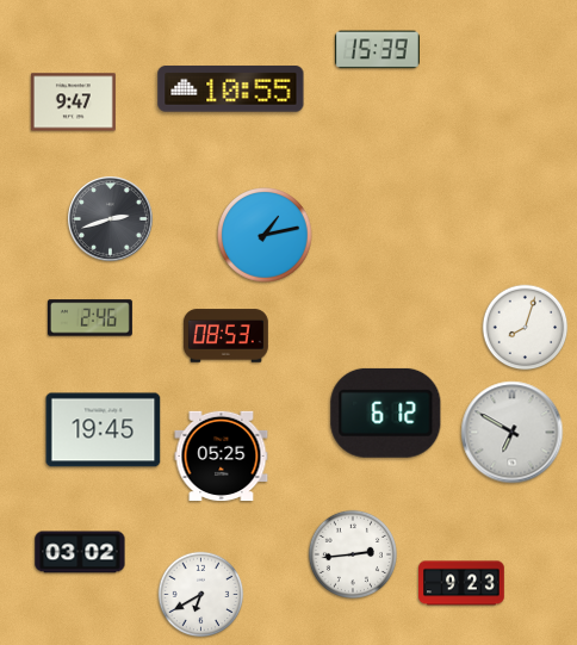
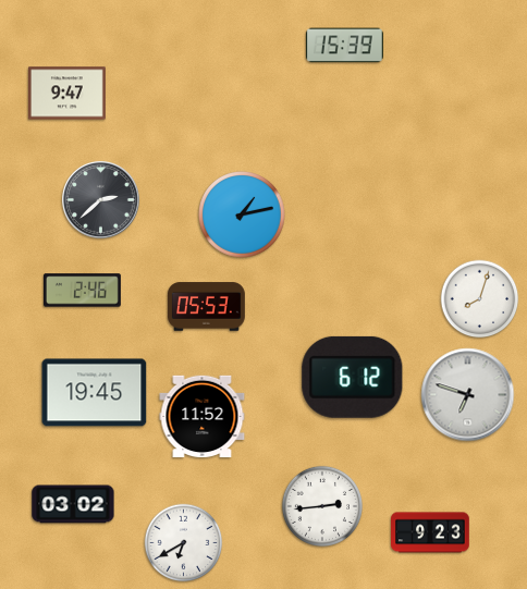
clock at (231, 89): 10:55 -> none
clock at (110, 218): 2:42 -> 2:38
clock at (225, 336): 08:53 -> 05:53
clock at (513, 433): 6:50 -> 6:48
clock at (222, 457): 05:25 -> 11:52
clock at (461, 583) position: (461, 583) -> (430, 532)
